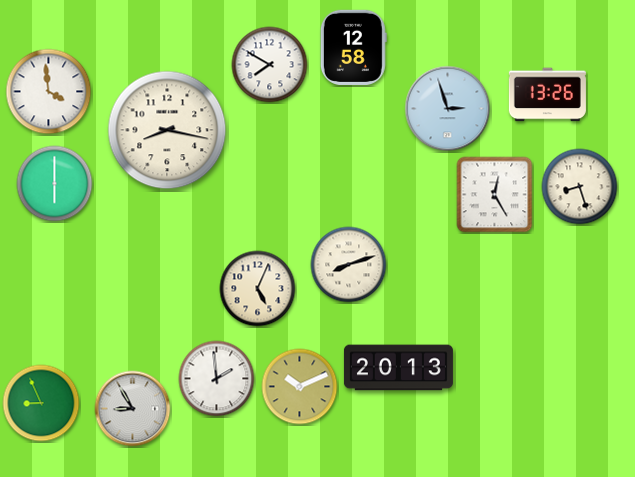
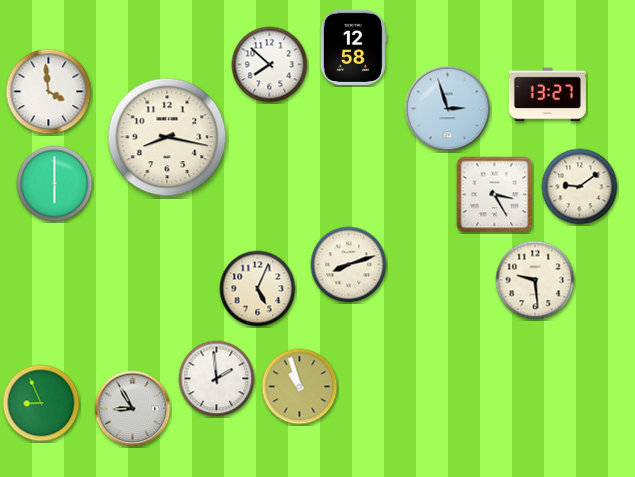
clock at (270, 65): 7:50 -> 7:52
clock at (547, 95): 13:26 -> 13:27
clock at (167, 130) position: (167, 130) -> (167, 137)
clock at (580, 187): 8:27 -> 9:09
clock at (495, 195): 12:25 -> 3:25
clock at (535, 280): none -> 9:29
clock at (398, 368): 20:13 -> none
clock at (300, 387): 10:11 -> 10:57
